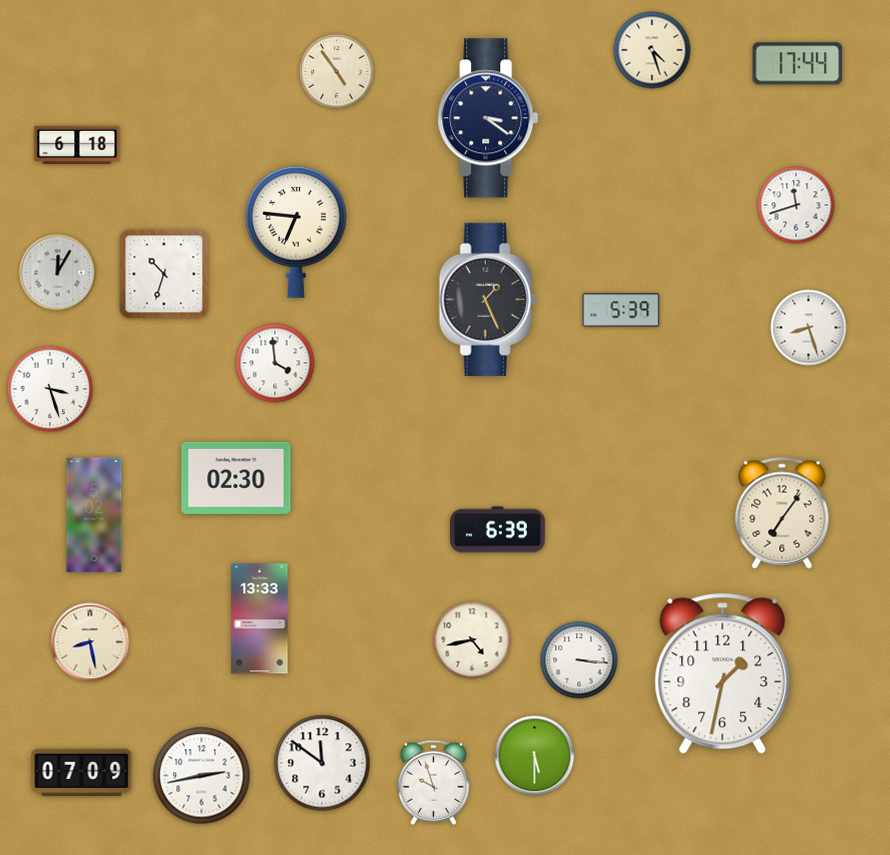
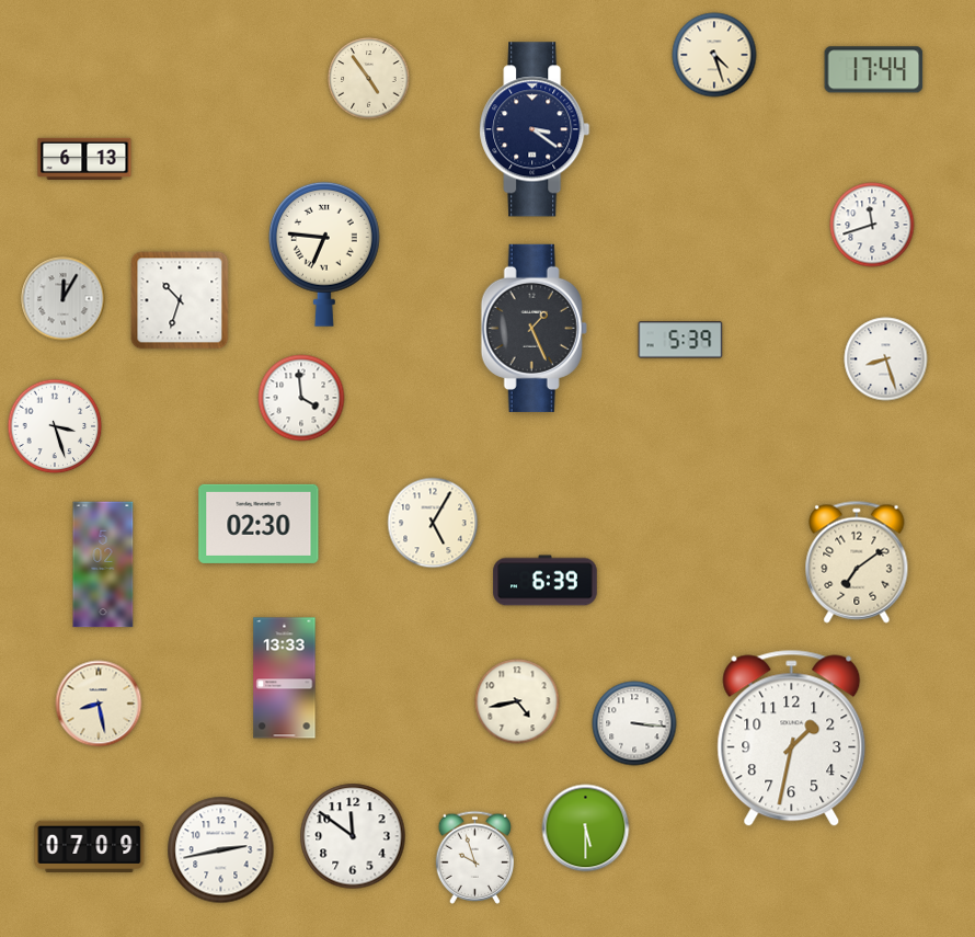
clock at (77, 144): 6:18 -> 6:13
clock at (433, 523): none -> 5:05
clock at (782, 513): 7:06 -> 7:09
